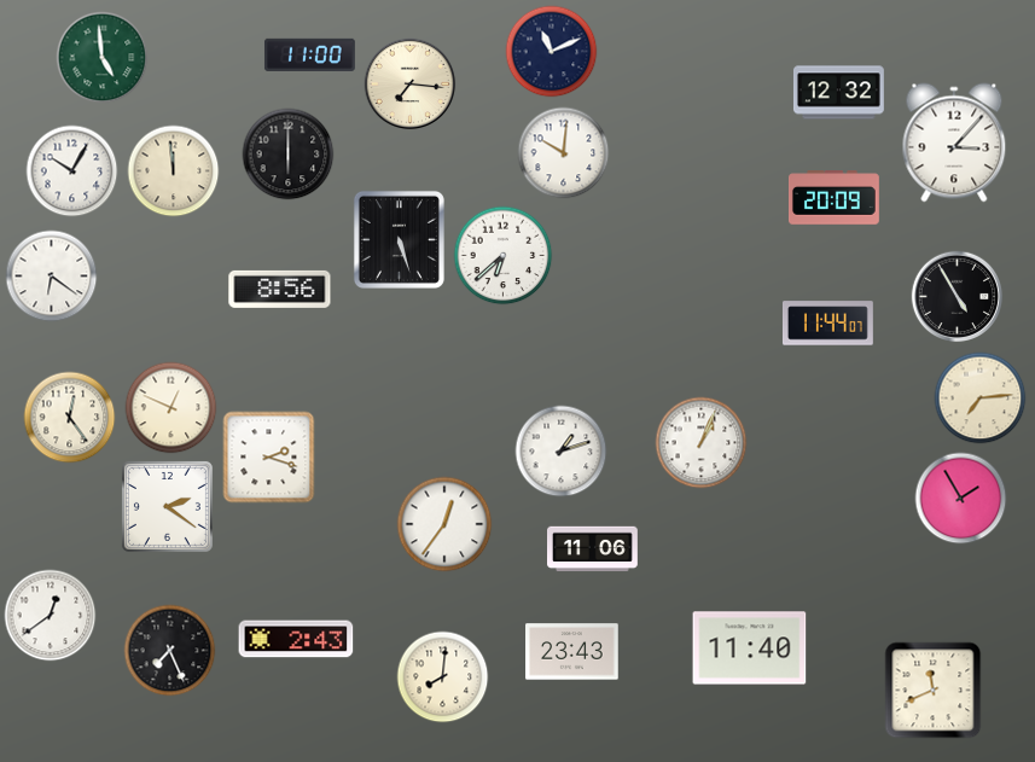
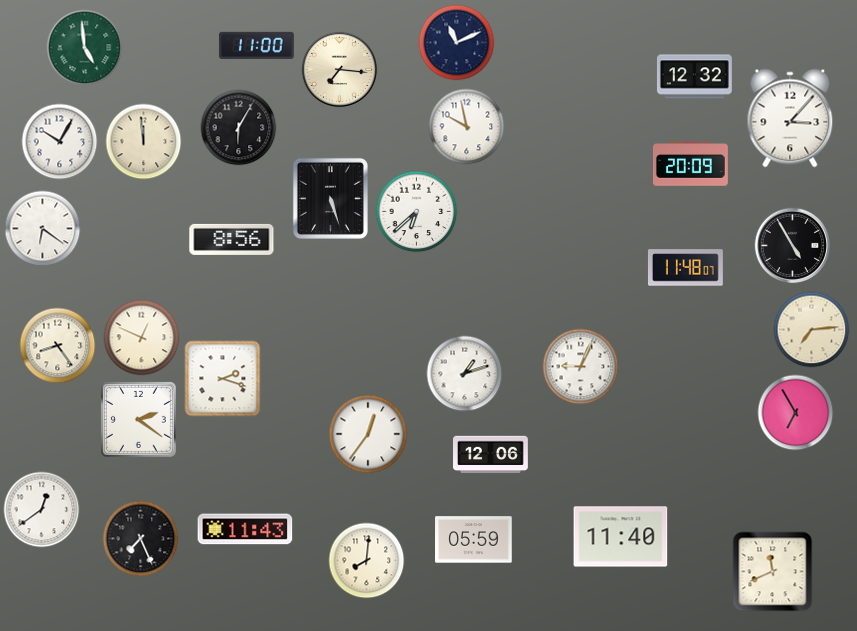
clock at (564, 153): 10:01 -> 9:58
clock at (289, 155): 6:00 -> 6:05
clock at (827, 324): 11:44 -> 11:48
clock at (70, 418): 12:24 -> 8:24
clock at (702, 443): 1:04 -> 9:04
clock at (961, 499): 1:55 -> 6:55
clock at (593, 549): 11:06 -> 12:06
clock at (296, 639): 2:43 -> 11:43
clock at (572, 652): 23:43 -> 05:59
